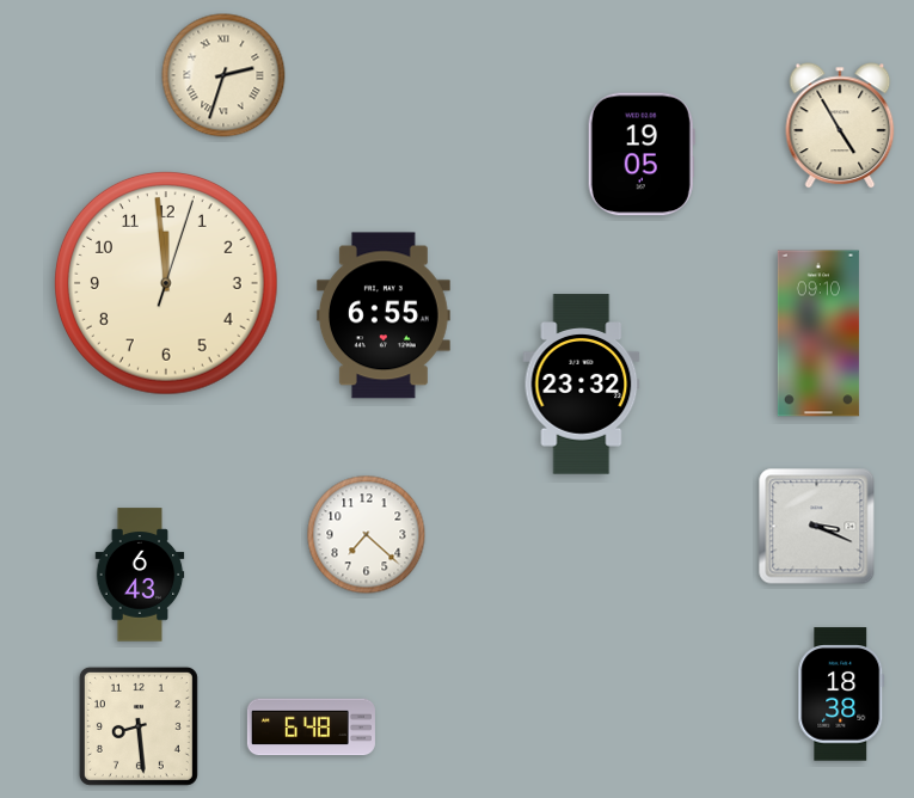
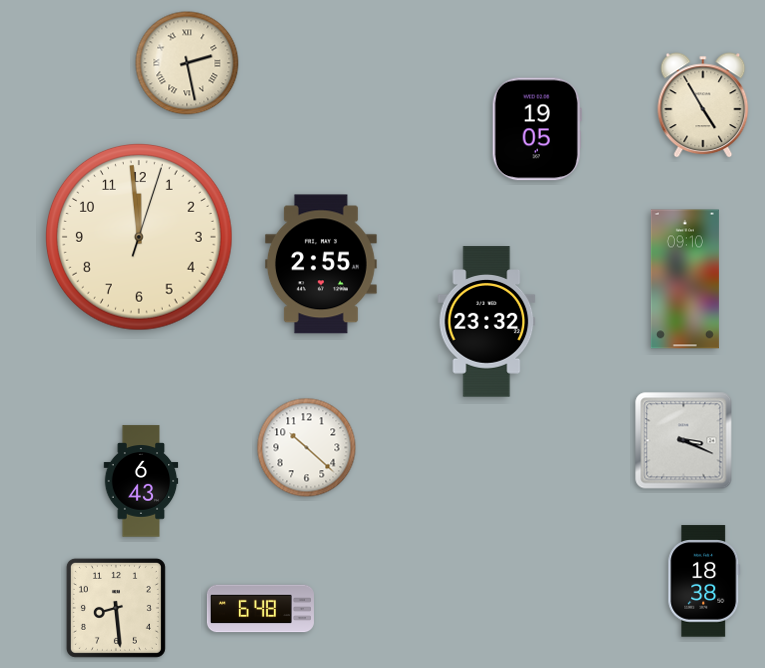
clock at (223, 75): 2:33 -> 2:28
clock at (384, 315): 6:55 -> 2:55
clock at (367, 535): 7:22 -> 10:22
clock at (140, 575) position: (140, 575) -> (141, 481)
